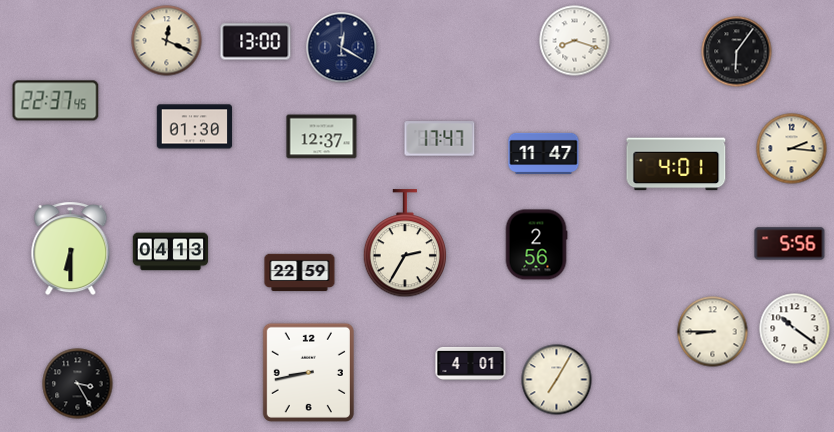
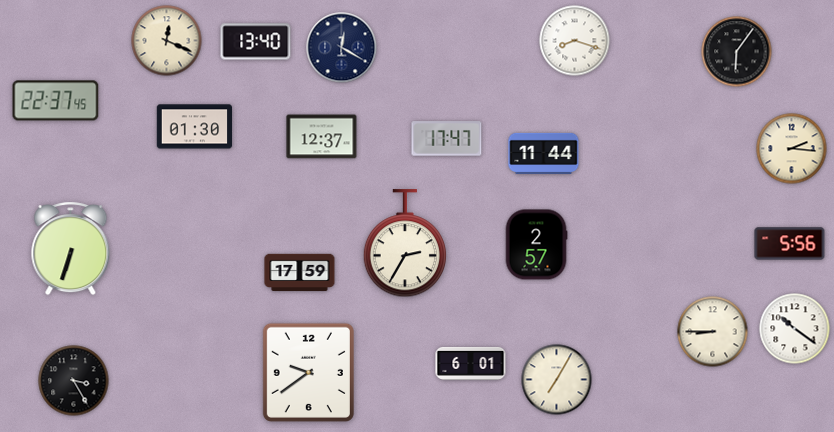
clock at (256, 42): 13:00 -> 13:40
clock at (440, 139) position: (440, 139) -> (447, 139)
clock at (544, 153): 11:47 -> 11:44
clock at (676, 164): 4:01 -> none
clock at (536, 245): 2:56 -> 2:57
clock at (71, 249): 6:30 -> 6:33
clock at (171, 252): 04:13 -> none
clock at (300, 273): 22:59 -> 17:59
clock at (471, 363): 4:01 -> 6:01
clock at (308, 372): 8:43 -> 9:39
clock at (78, 384) position: (78, 384) -> (74, 381)
